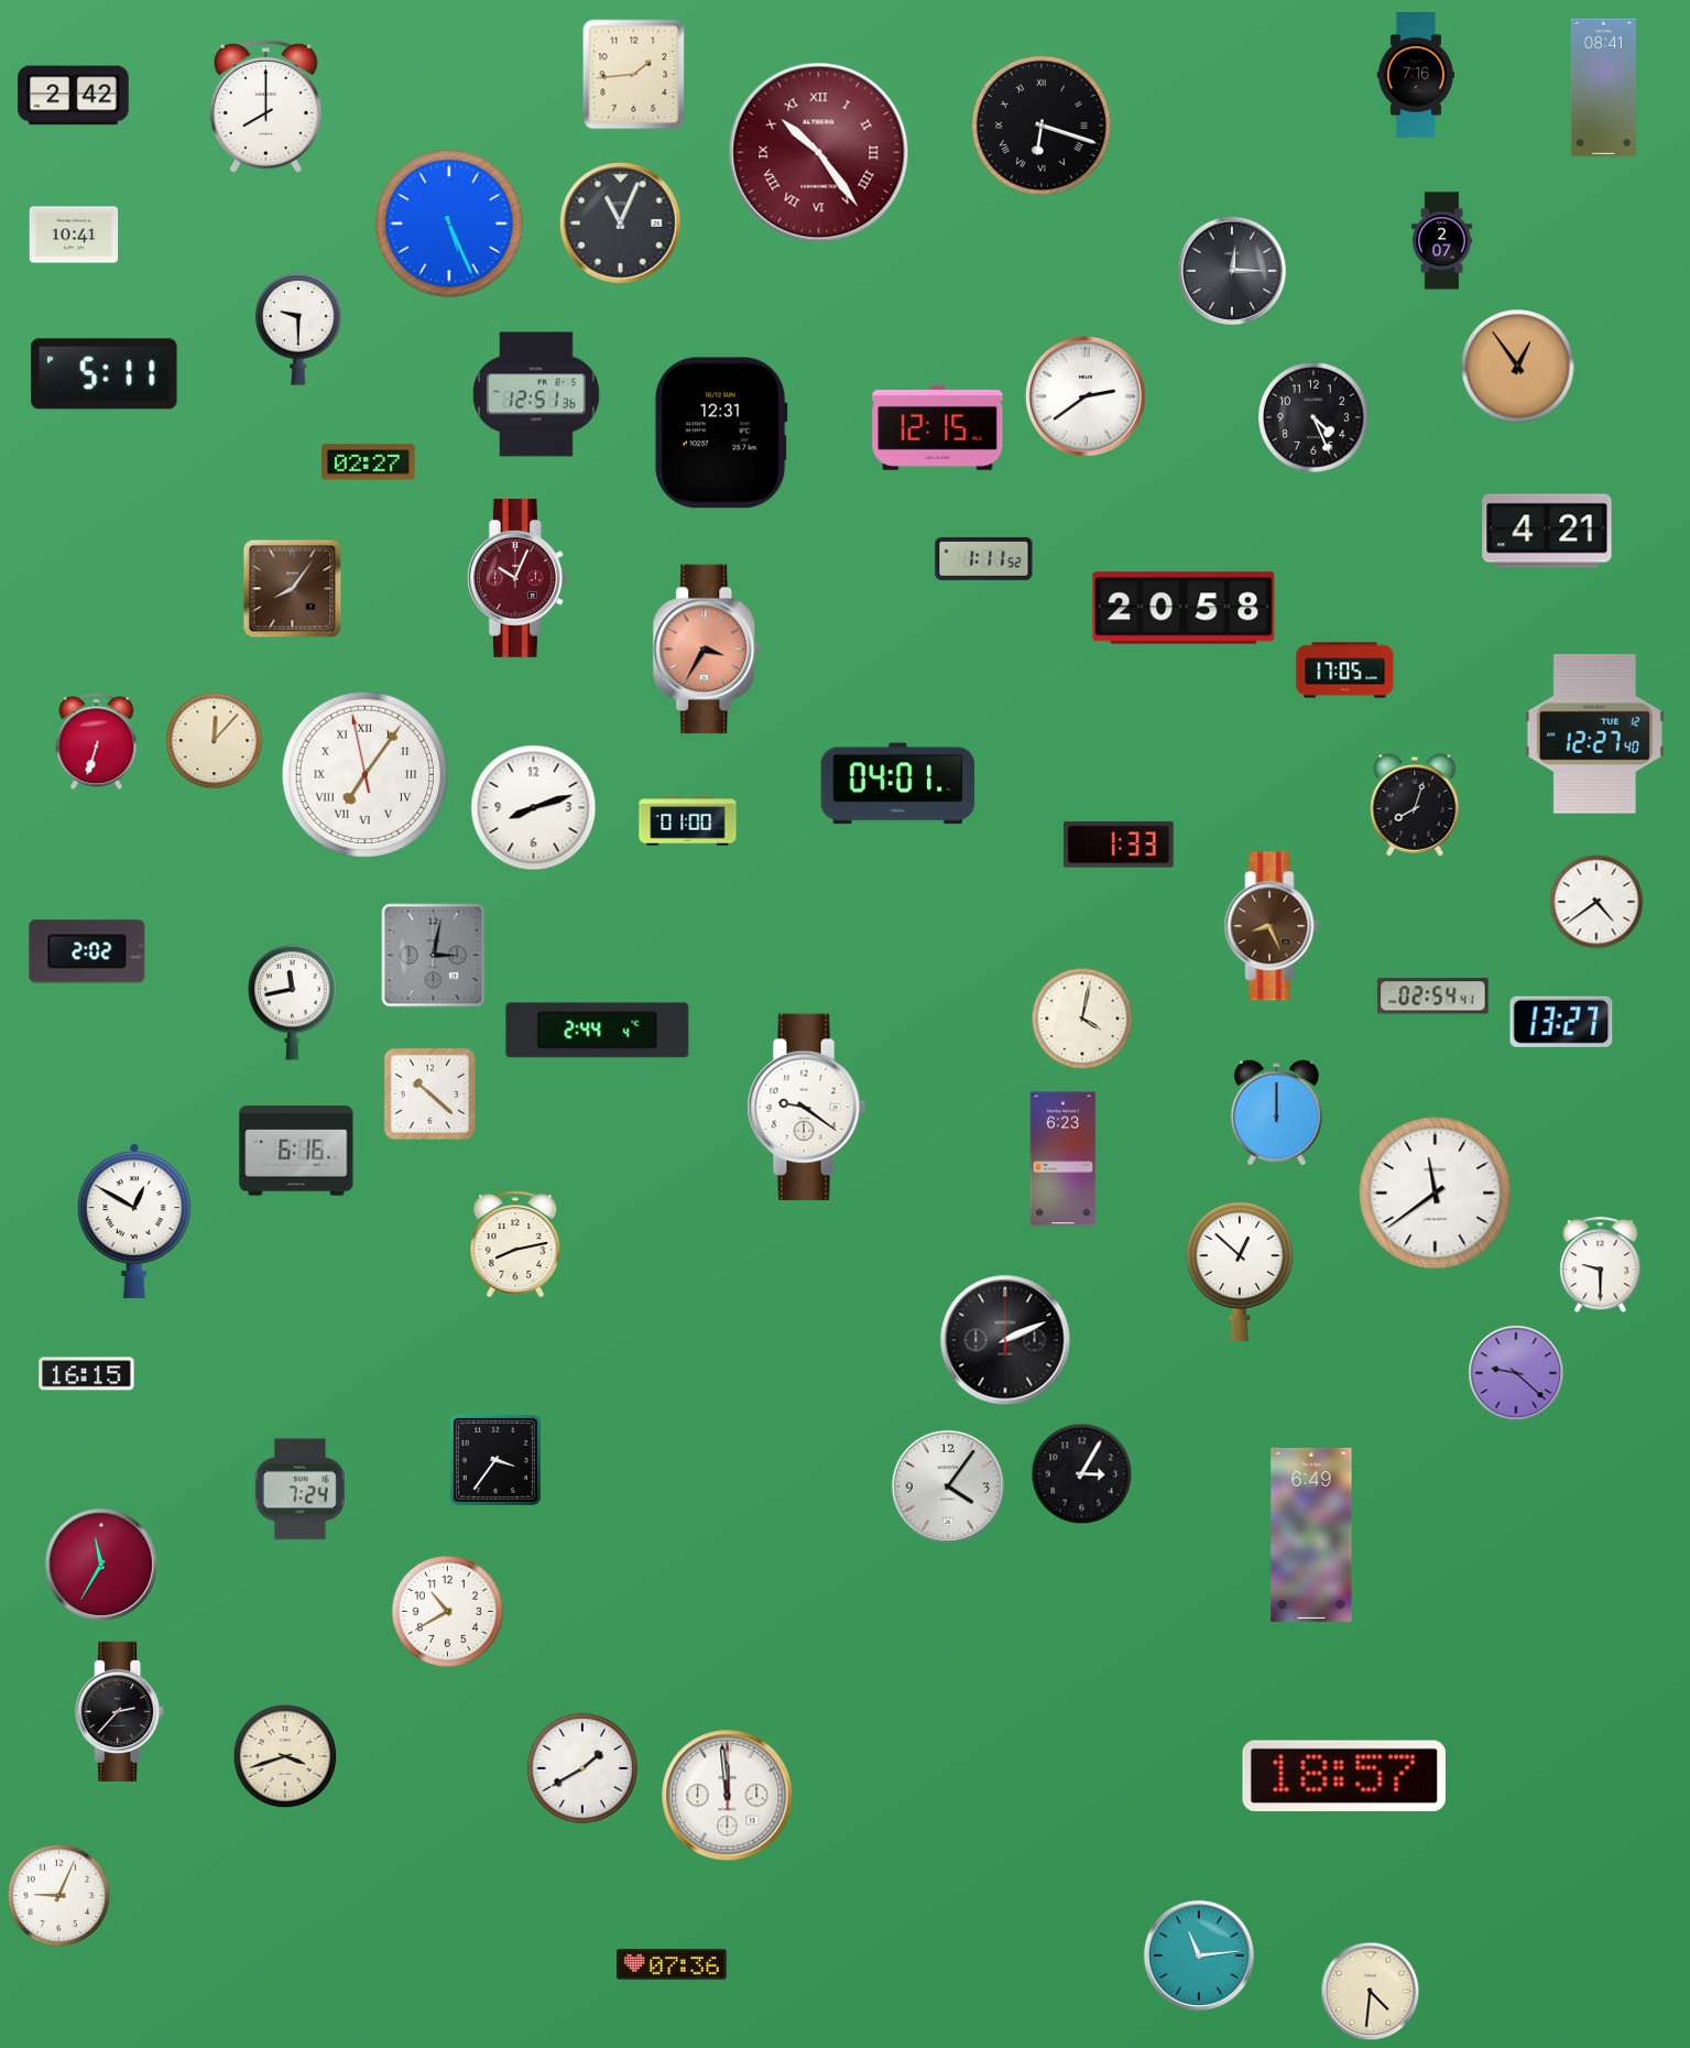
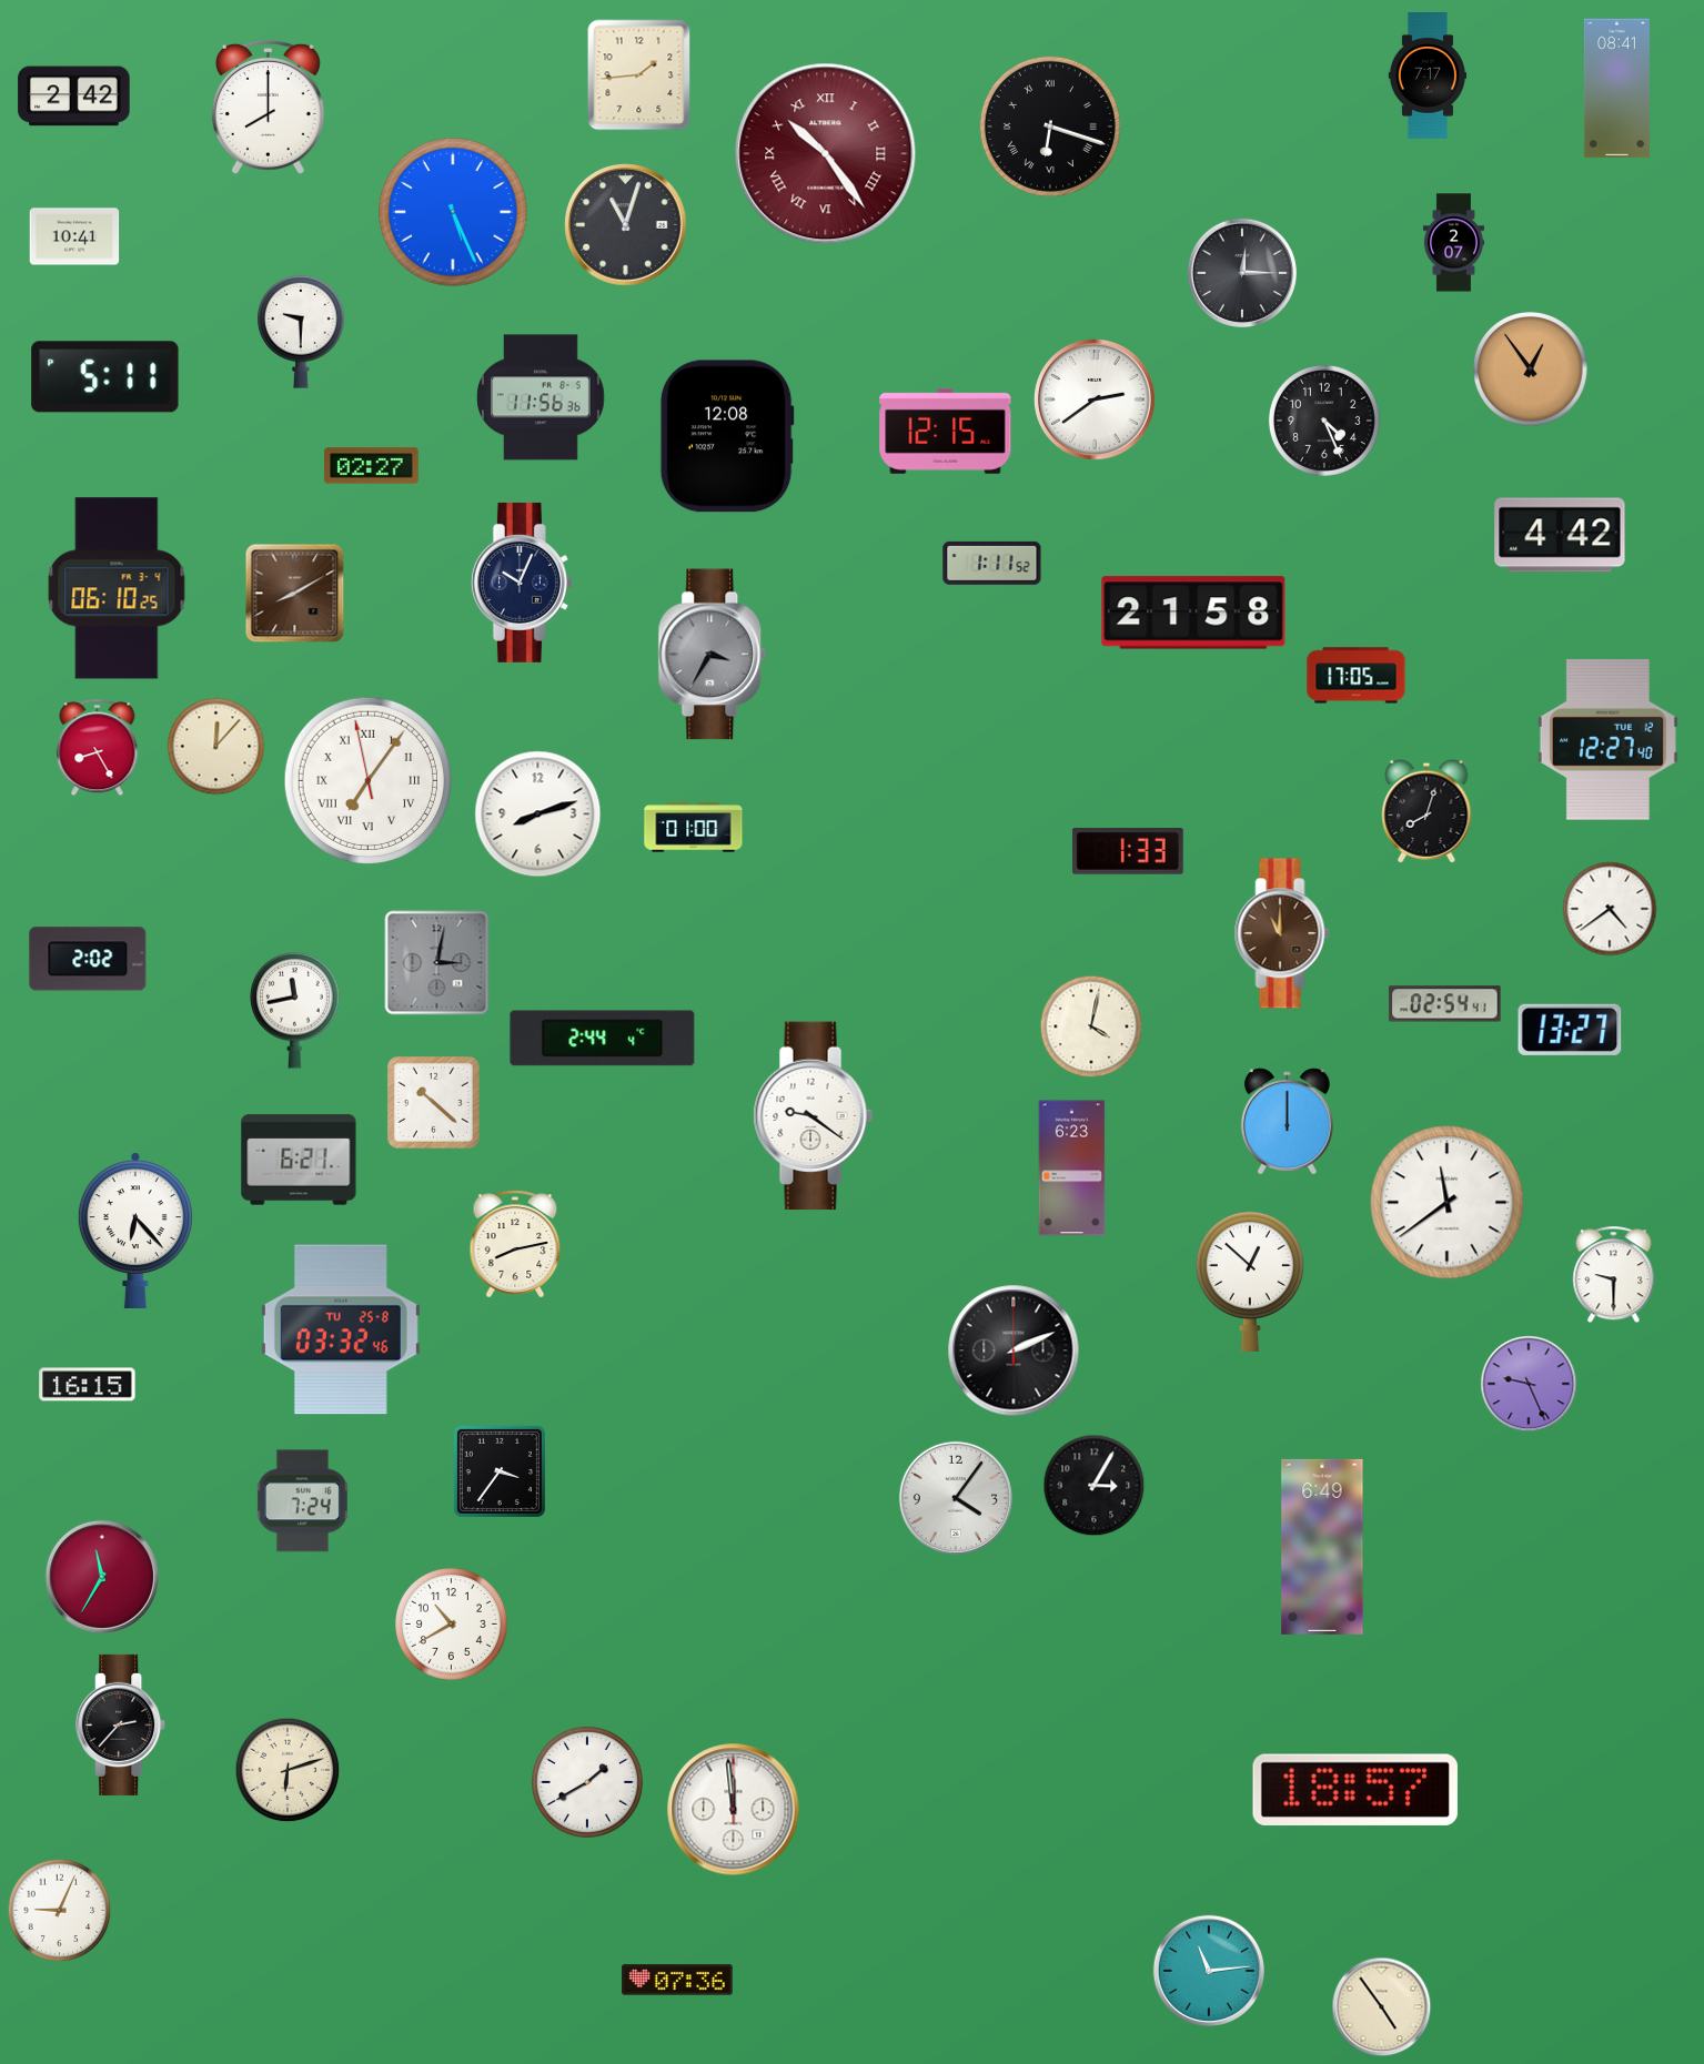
clock at (1415, 76): 7:16 -> 7:17
clock at (449, 224) position: (449, 224) -> (453, 212)
clock at (621, 224): 11:04 -> 11:03
clock at (537, 394): 12:51 -> 11:56
clock at (721, 433): 12:31 -> 12:08
clock at (1547, 531): 4:21 -> 4:42
clock at (517, 578) dial: burgundy -> navy
clock at (117, 588): none -> 06:10
clock at (293, 589): 8:06 -> 8:10
clock at (1184, 608): 20:58 -> 21:58
clock at (707, 650) dial: salmon -> grey
clock at (97, 742): 6:33 -> 8:25
clock at (898, 784): 04:01 -> none
clock at (1272, 926): 8:26 -> 11:00
clock at (1561, 1022) position: (1561, 1022) -> (1570, 1030)
clock at (296, 1151): 6:16 -> 6:21
clock at (134, 1220): 12:50 -> 6:23
clock at (515, 1244) position: (515, 1244) -> (515, 1244)
clock at (341, 1329): none -> 03:32
clock at (1516, 1373): 9:22 -> 9:26
clock at (1082, 1474) position: (1082, 1474) -> (1095, 1486)
clock at (285, 1756): 3:42 -> 6:12
clock at (1371, 1992): 4:31 -> 4:54
